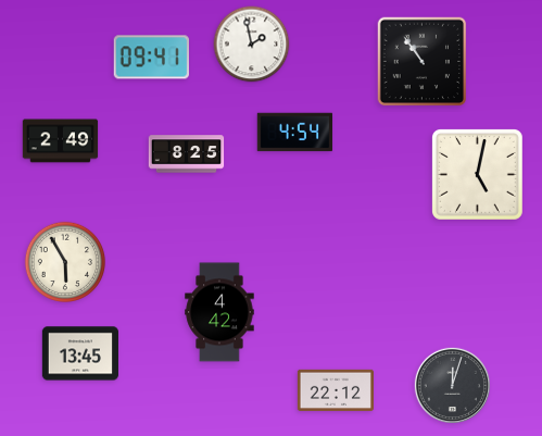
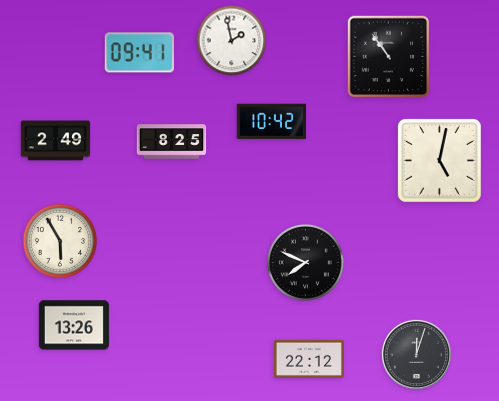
clock at (295, 133): 4:54 -> 10:42
clock at (61, 141) position: (61, 141) -> (56, 141)
clock at (305, 262): none -> 7:49
clock at (219, 312): 4:42 -> none
clock at (80, 353): 13:45 -> 13:26
